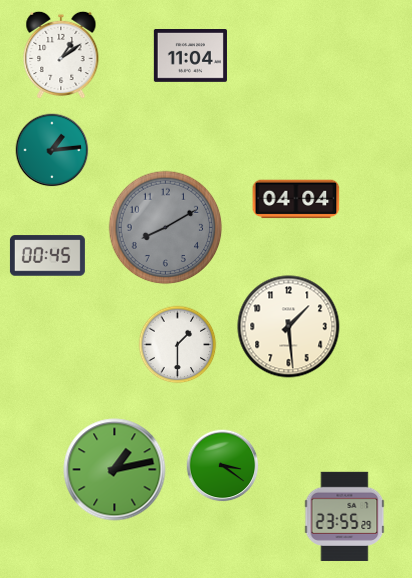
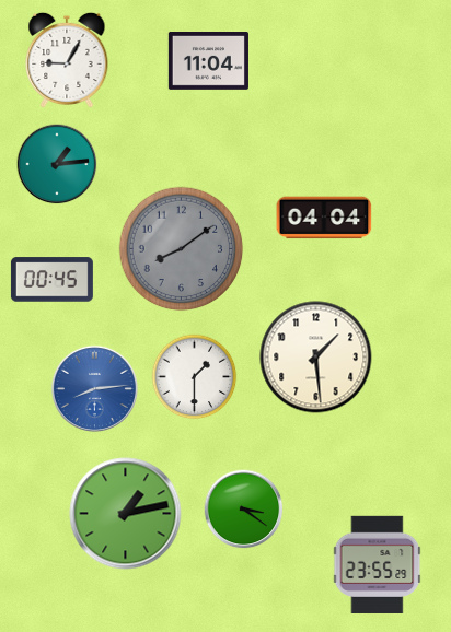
clock at (61, 55): 1:09 -> 9:05
clock at (166, 228): 8:10 -> 8:09
clock at (94, 388): none -> 8:14
